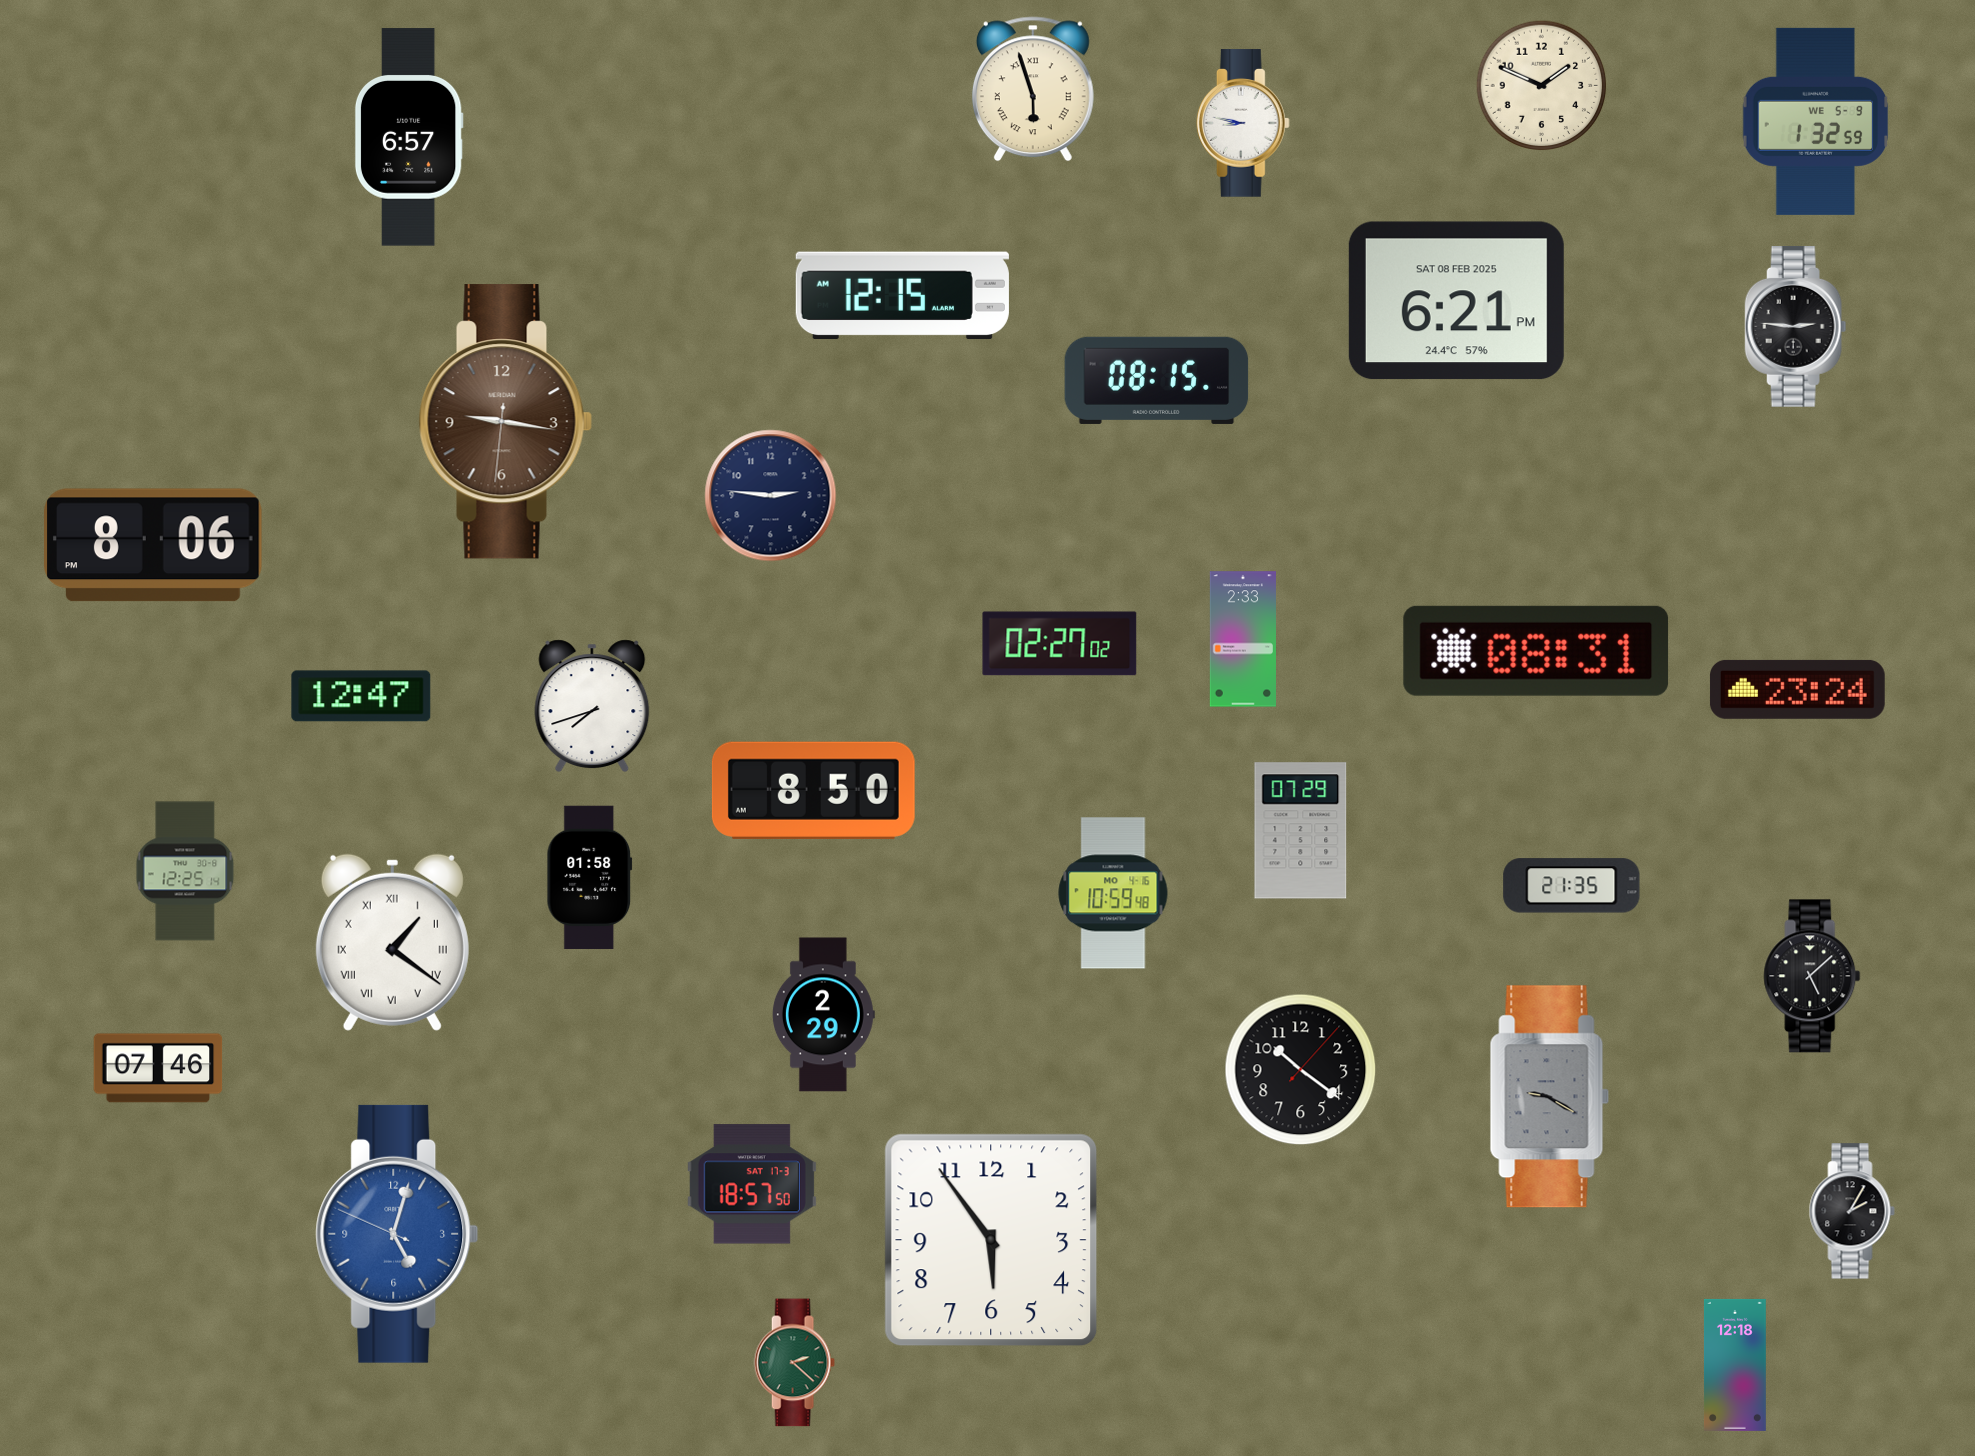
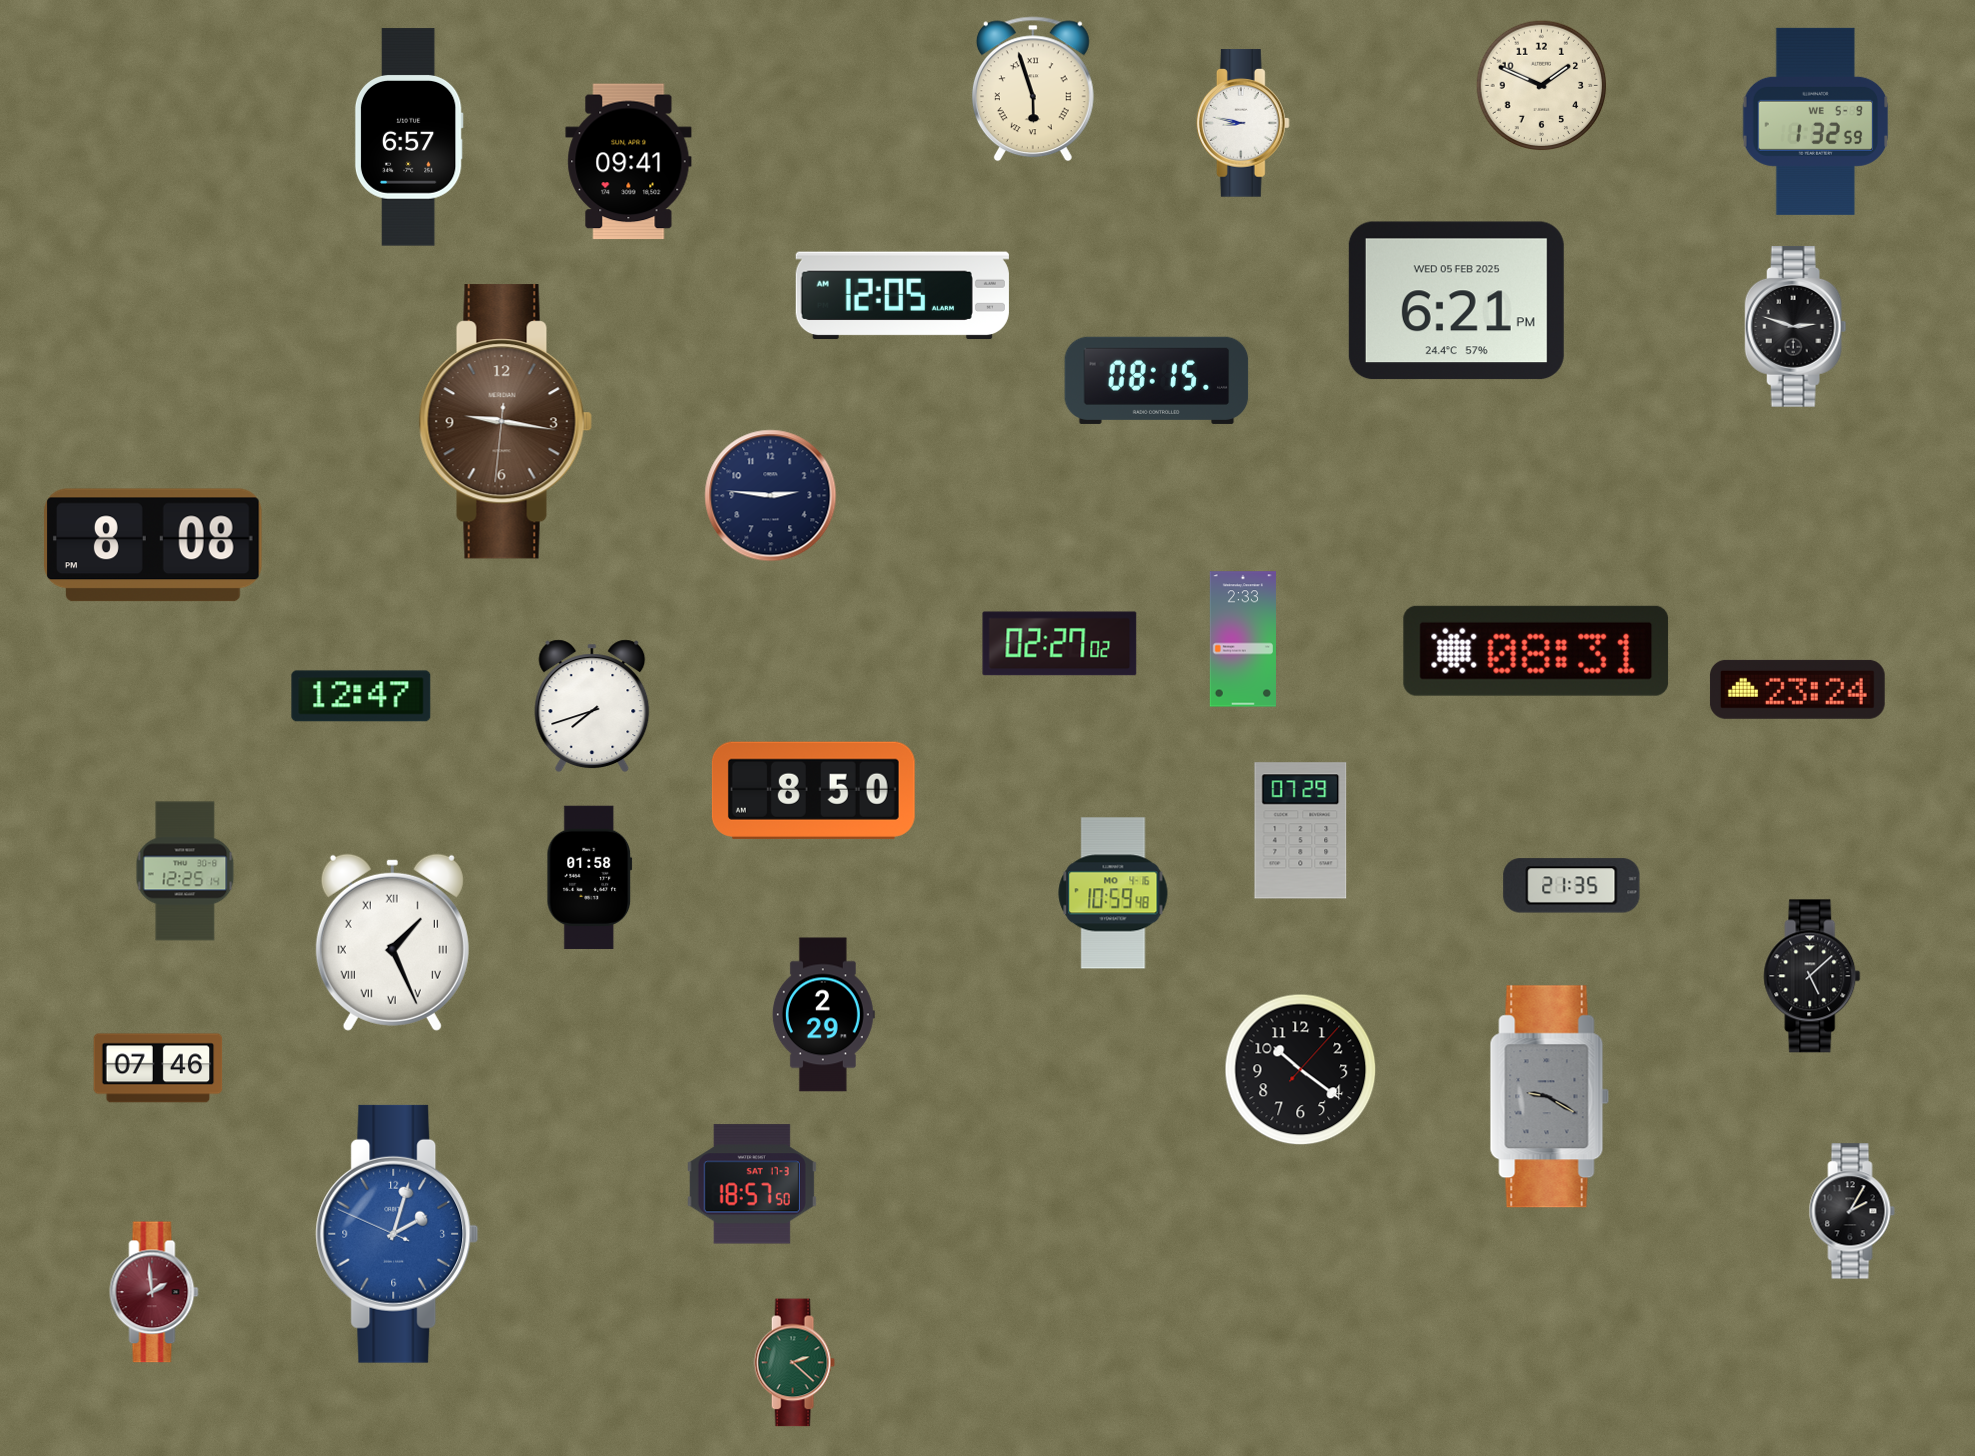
clock at (629, 162): none -> 09:41
clock at (902, 296): 12:15 -> 12:05
clock at (1456, 301) date: SAT 08 FEB 2025 -> WED 05 FEB 2025
clock at (1796, 326): 2:46 -> 2:48
clock at (154, 545): 8:06 -> 8:08
clock at (392, 942): 1:21 -> 1:26
clock at (397, 1234): 5:02 -> 2:02
clock at (991, 1240): 5:54 -> none
clock at (154, 1292): none -> 1:59
clock at (1735, 1365): 12:18 -> none
